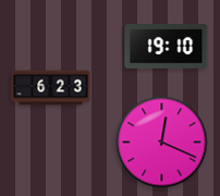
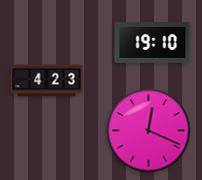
clock at (51, 88): 6:23 -> 4:23
